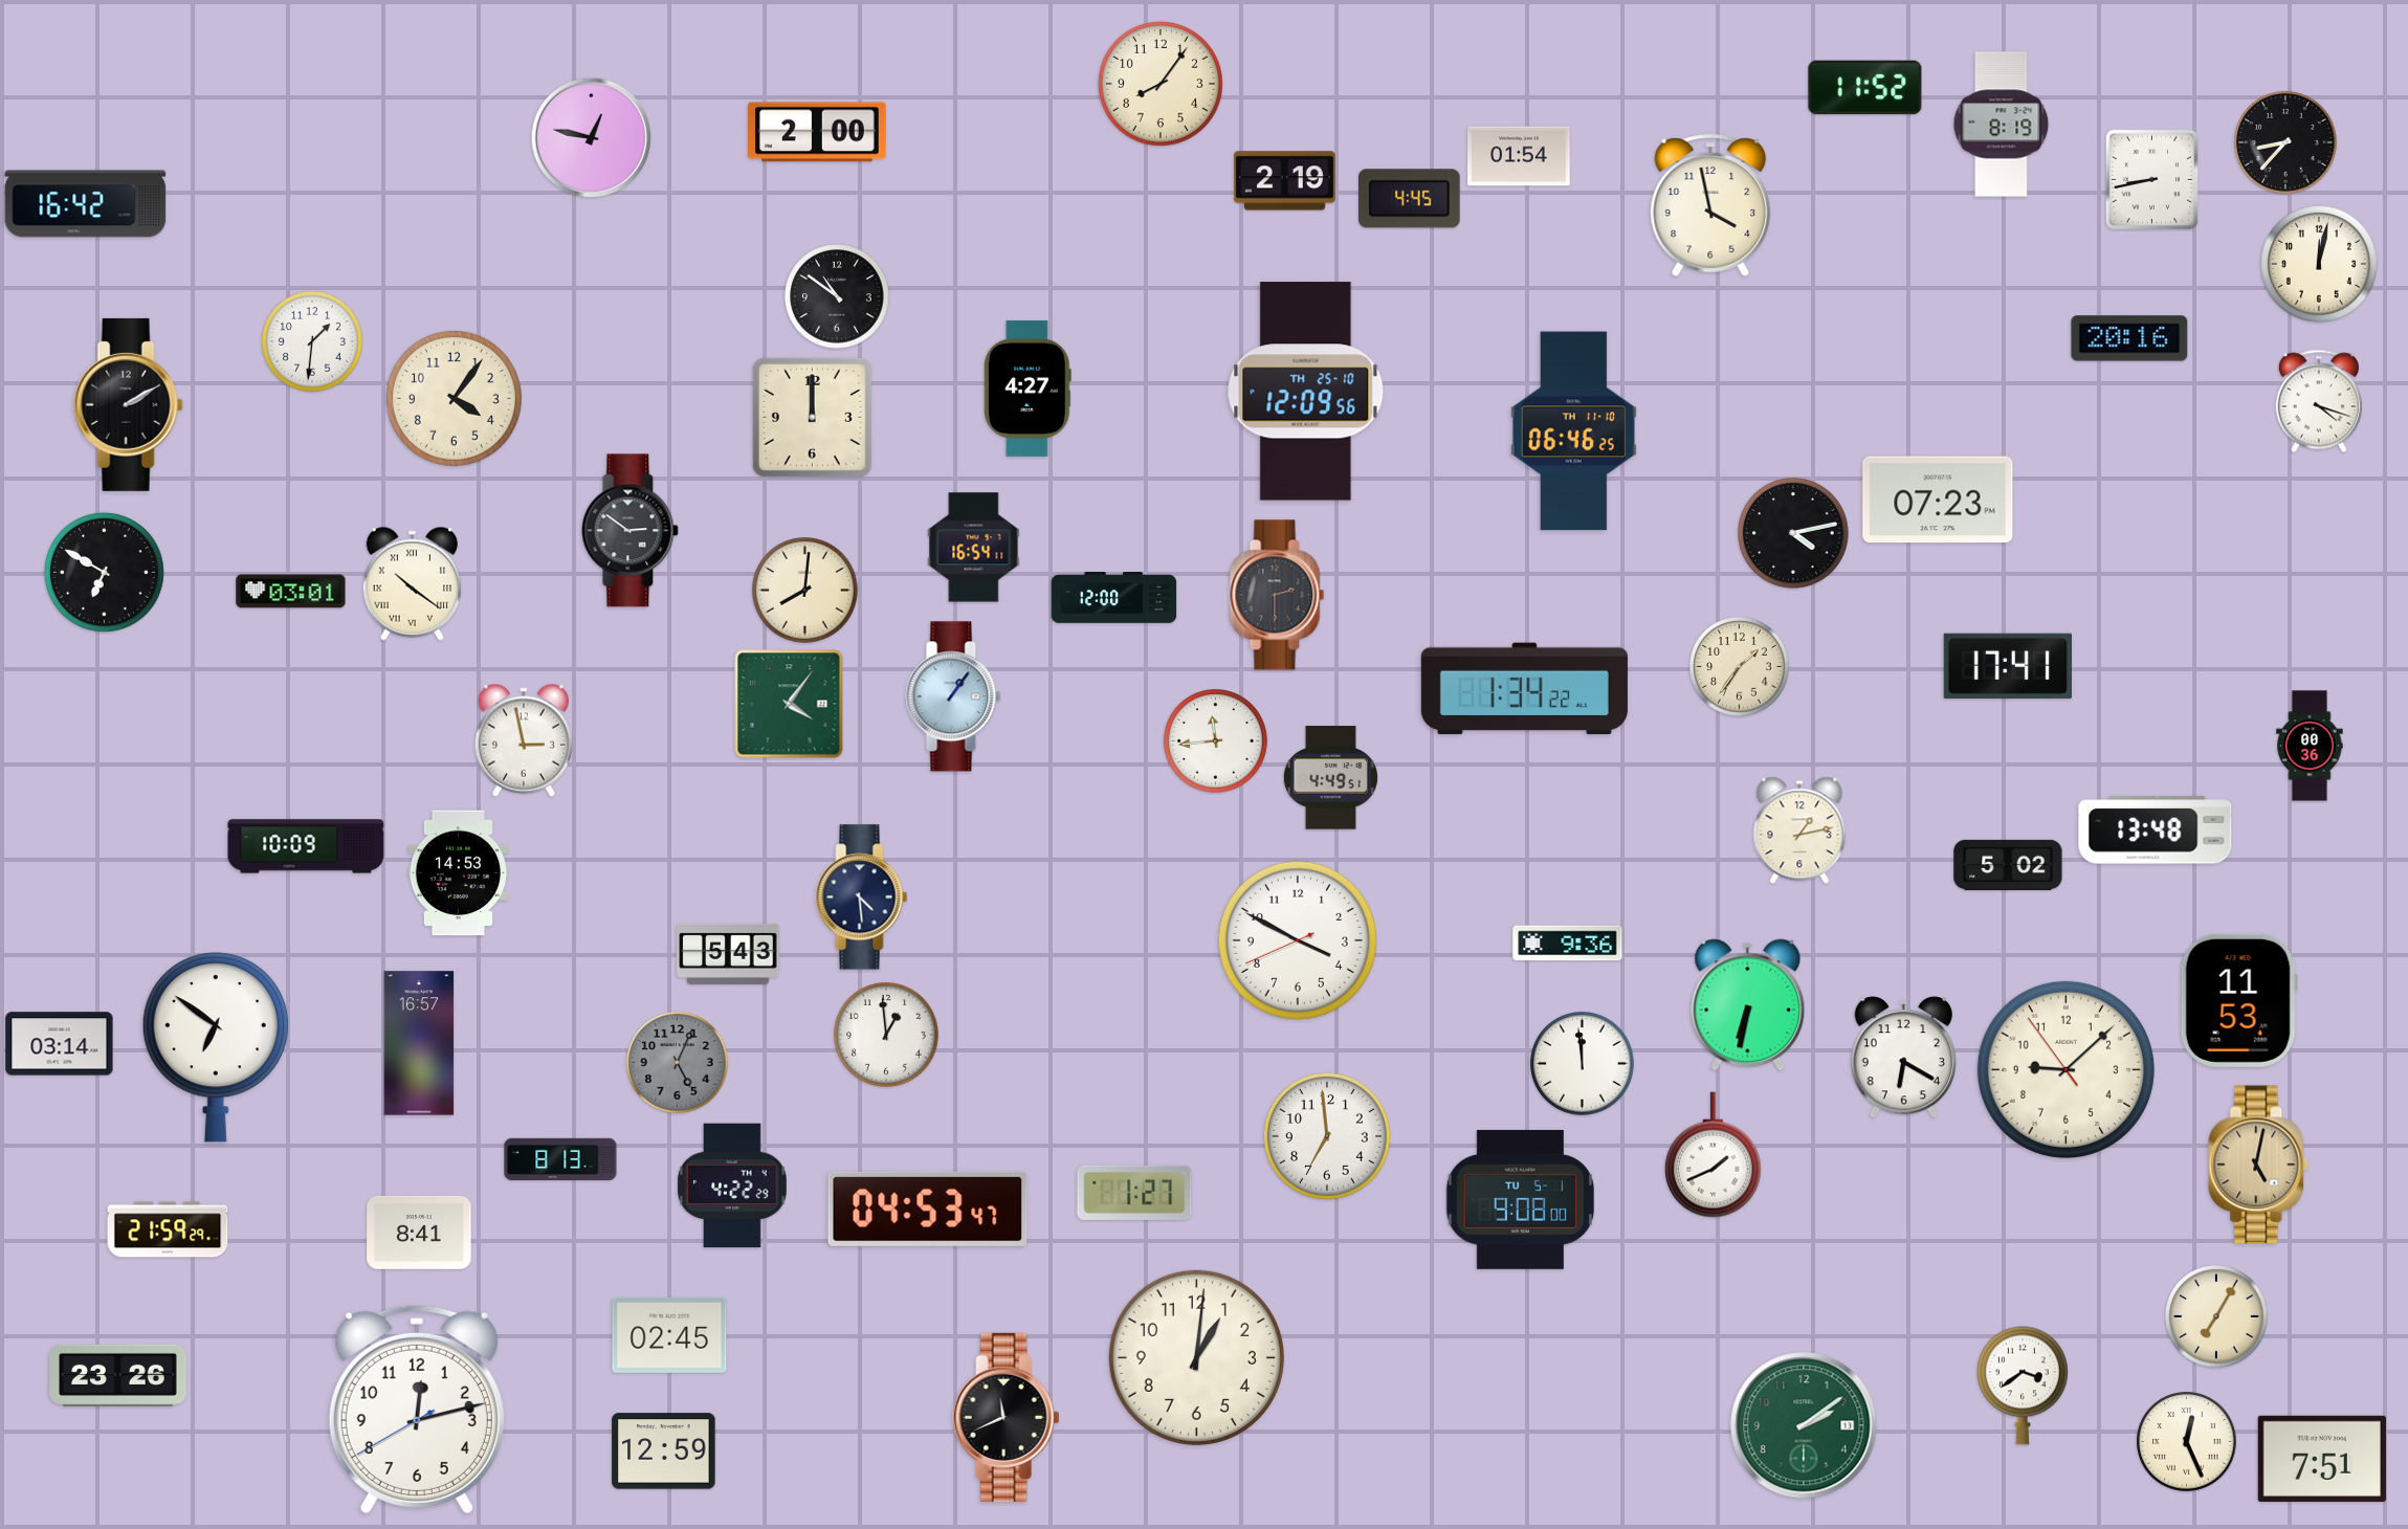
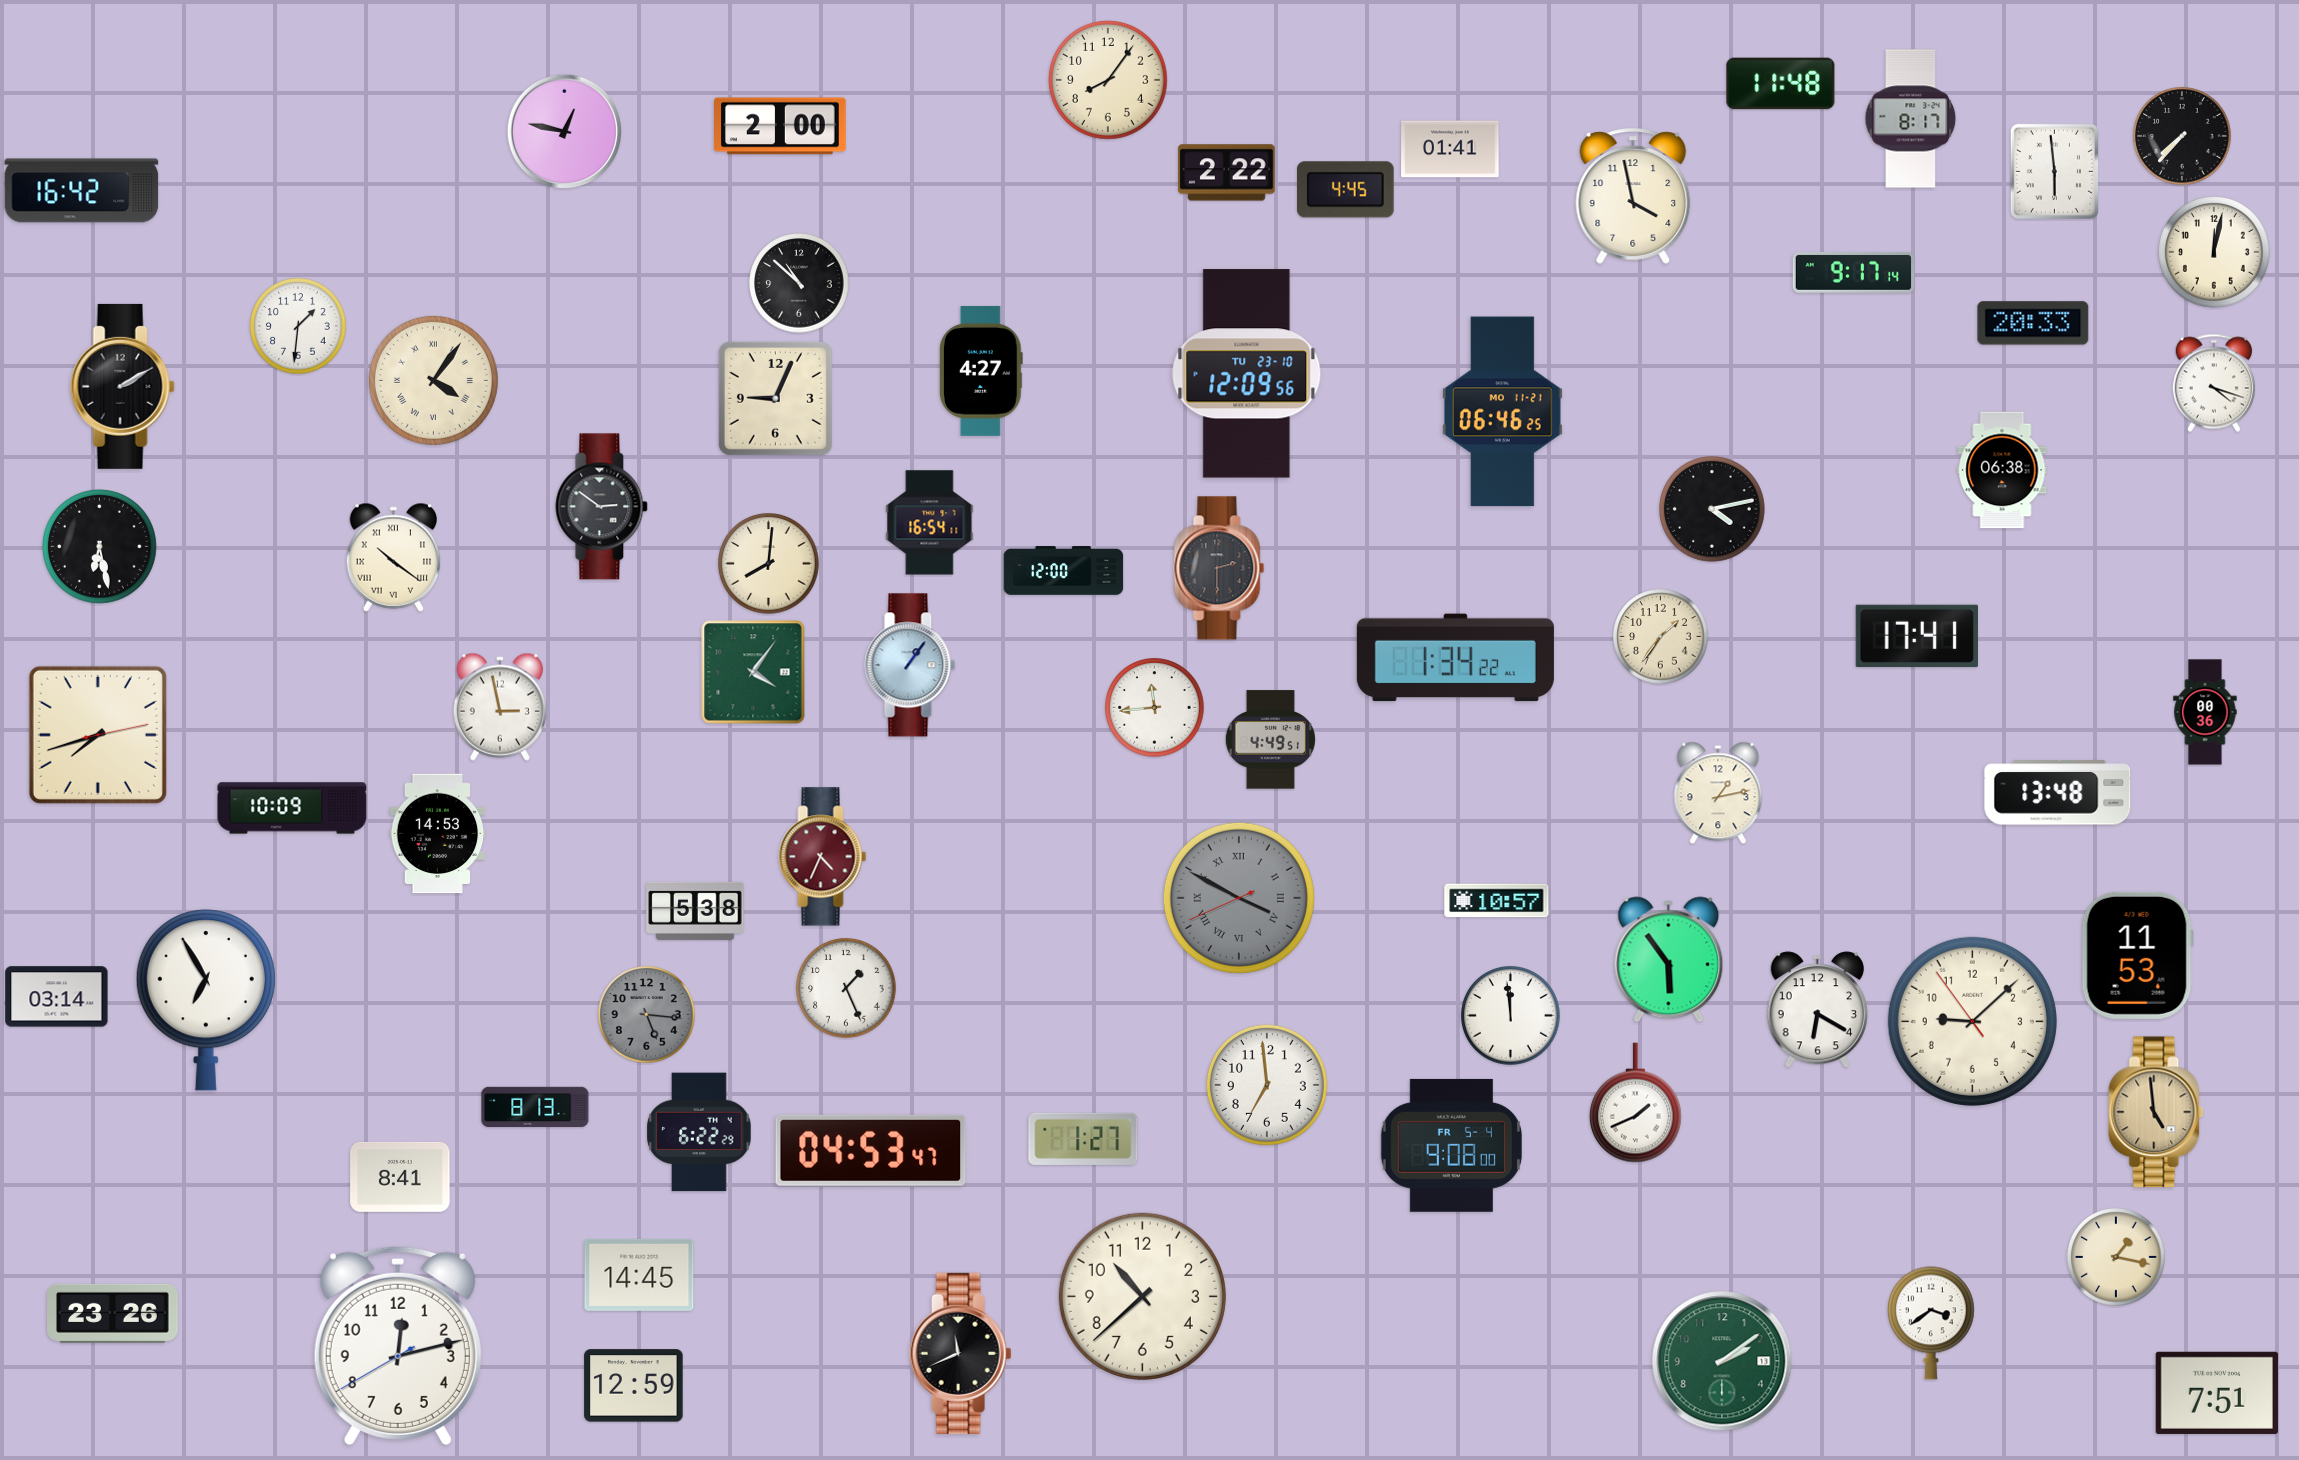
clock at (1865, 88): 11:52 -> 11:48
clock at (2002, 125): 8:19 -> 8:17
clock at (2285, 142): 8:37 -> 7:37
clock at (1519, 156): 01:54 -> 01:41
clock at (2151, 179): 8:43 -> 5:59
clock at (1285, 181): 2:19 -> 2:22
clock at (86, 204) position: (86, 204) -> (82, 191)
clock at (1854, 272): none -> 9:17
clock at (837, 296): 10:51 -> 10:52
clock at (2129, 338): 20:16 -> 20:33
clock at (1306, 392) date: TH 25-10 -> TU 23-10
clock at (454, 398) numerals: Arabic -> Roman
clock at (812, 417): 12:00 -> 9:04
clock at (1573, 431) date: TH 11-10 -> MO 11-21
clock at (2002, 470): none -> 06:38
clock at (1938, 500): 07:23 -> none
clock at (104, 572): 6:50 -> 6:28
clock at (291, 592): 03:01 -> none
clock at (1216, 741) position: (1216, 741) -> (1155, 708)
clock at (98, 735): none -> 7:42
clock at (1330, 778) position: (1330, 778) -> (1270, 740)
clock at (2008, 865): 5:02 -> none
clock at (862, 898): 4:29 -> 4:34
clock at (862, 898) dial: navy -> burgundy
clock at (1298, 940) dial: white -> grey
clock at (1298, 940) numerals: Arabic -> Roman
clock at (1568, 944): 9:36 -> 10:57
clock at (728, 954): 5:43 -> 5:38
clock at (1748, 1005): 6:32 -> 5:54
clock at (886, 1035): 12:59 -> 1:26
clock at (419, 1043): 16:57 -> none
clock at (216, 1047): 6:51 -> 6:55
clock at (678, 1063): 5:04 -> 5:16
clock at (2259, 1165): 5:02 -> 4:59
clock at (732, 1185): 4:22 -> 6:22
clock at (1520, 1199) date: TU 5-1 -> FR 5-4
clock at (928, 1209) position: (928, 1209) -> (871, 1150)
clock at (168, 1229): 21:59 -> none
clock at (2216, 1316): 7:05 -> 1:17
clock at (669, 1335): 02:45 -> 14:45
clock at (1196, 1357): 1:01 -> 10:38
clock at (2187, 1442): 12:26 -> none
